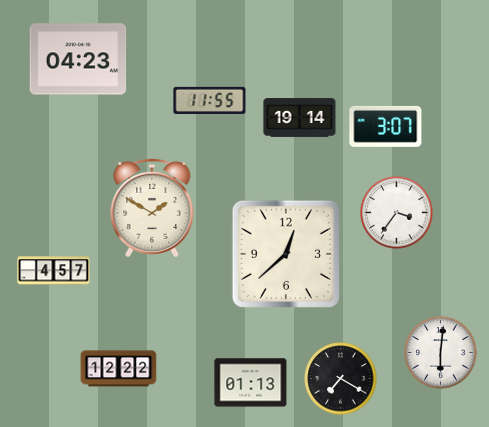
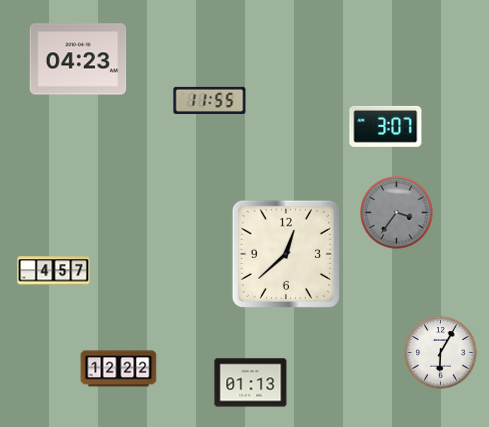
clock at (300, 118): 19:14 -> none
clock at (152, 208): 1:50 -> none
clock at (397, 213) dial: white -> grey
clock at (441, 353): 6:01 -> 6:05
clock at (341, 379): 7:20 -> none
